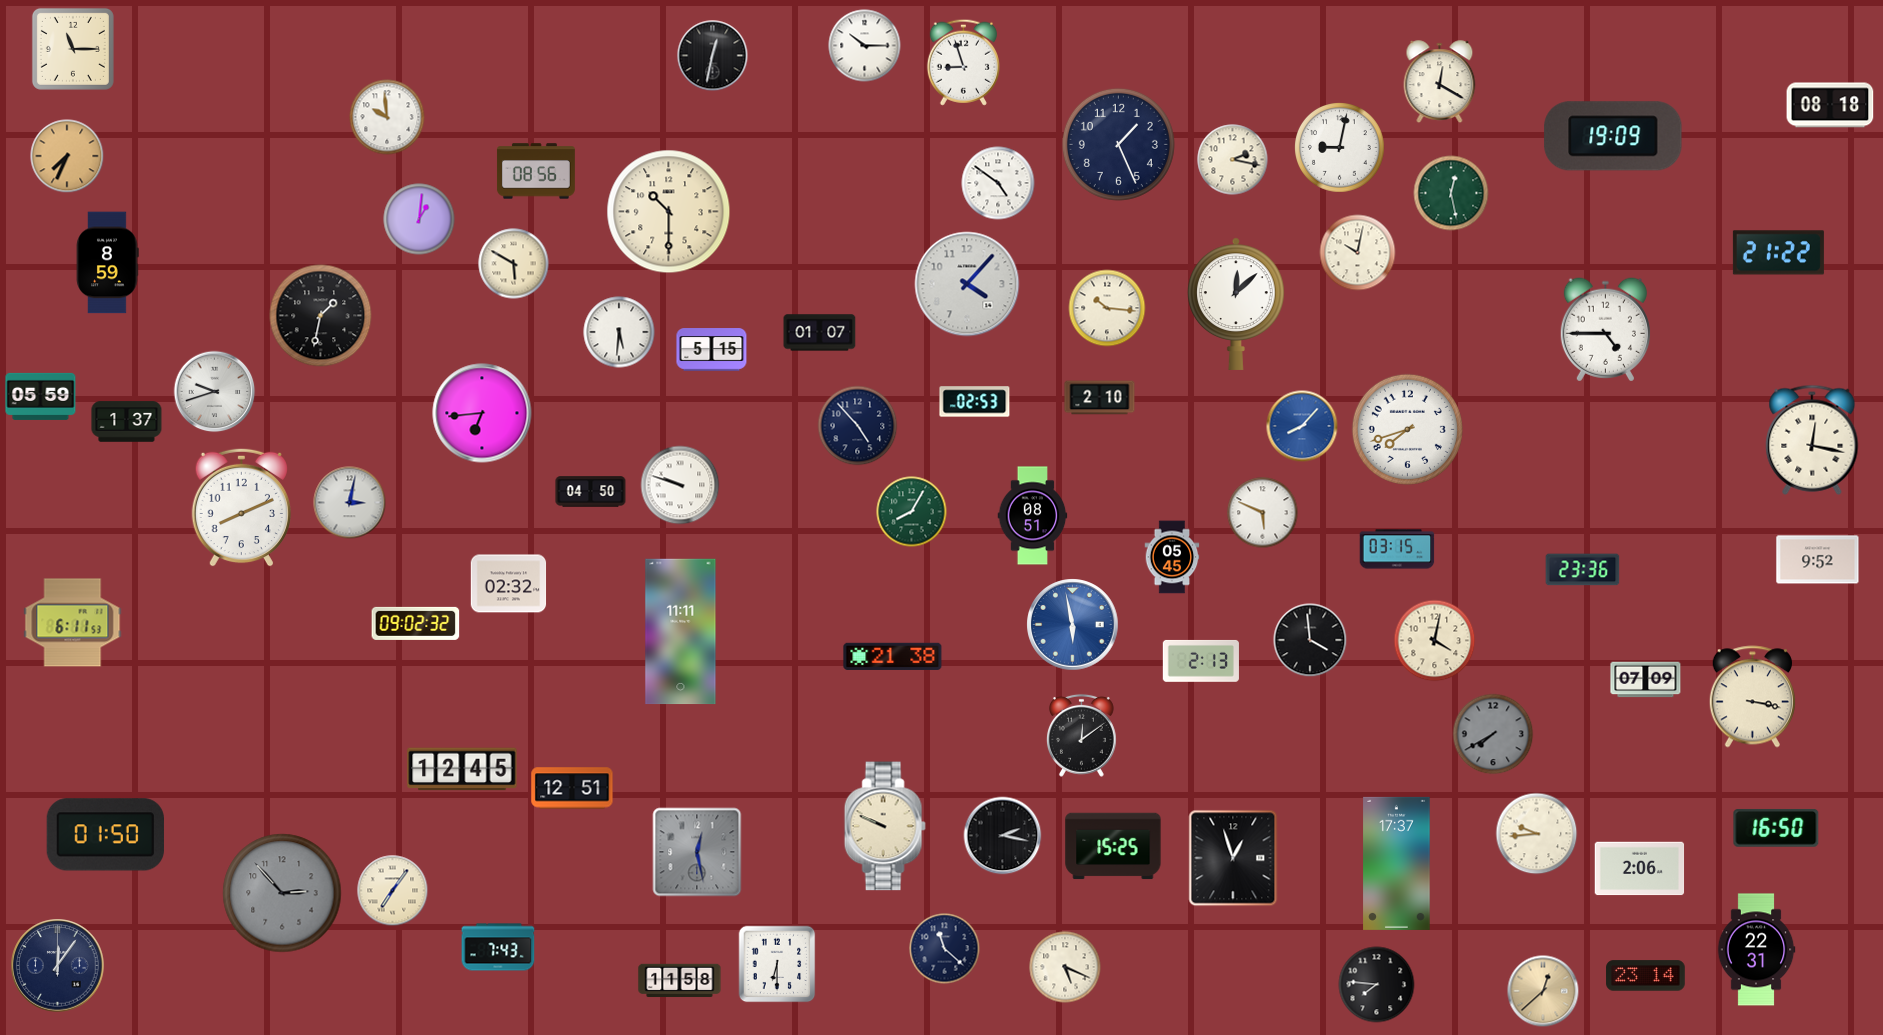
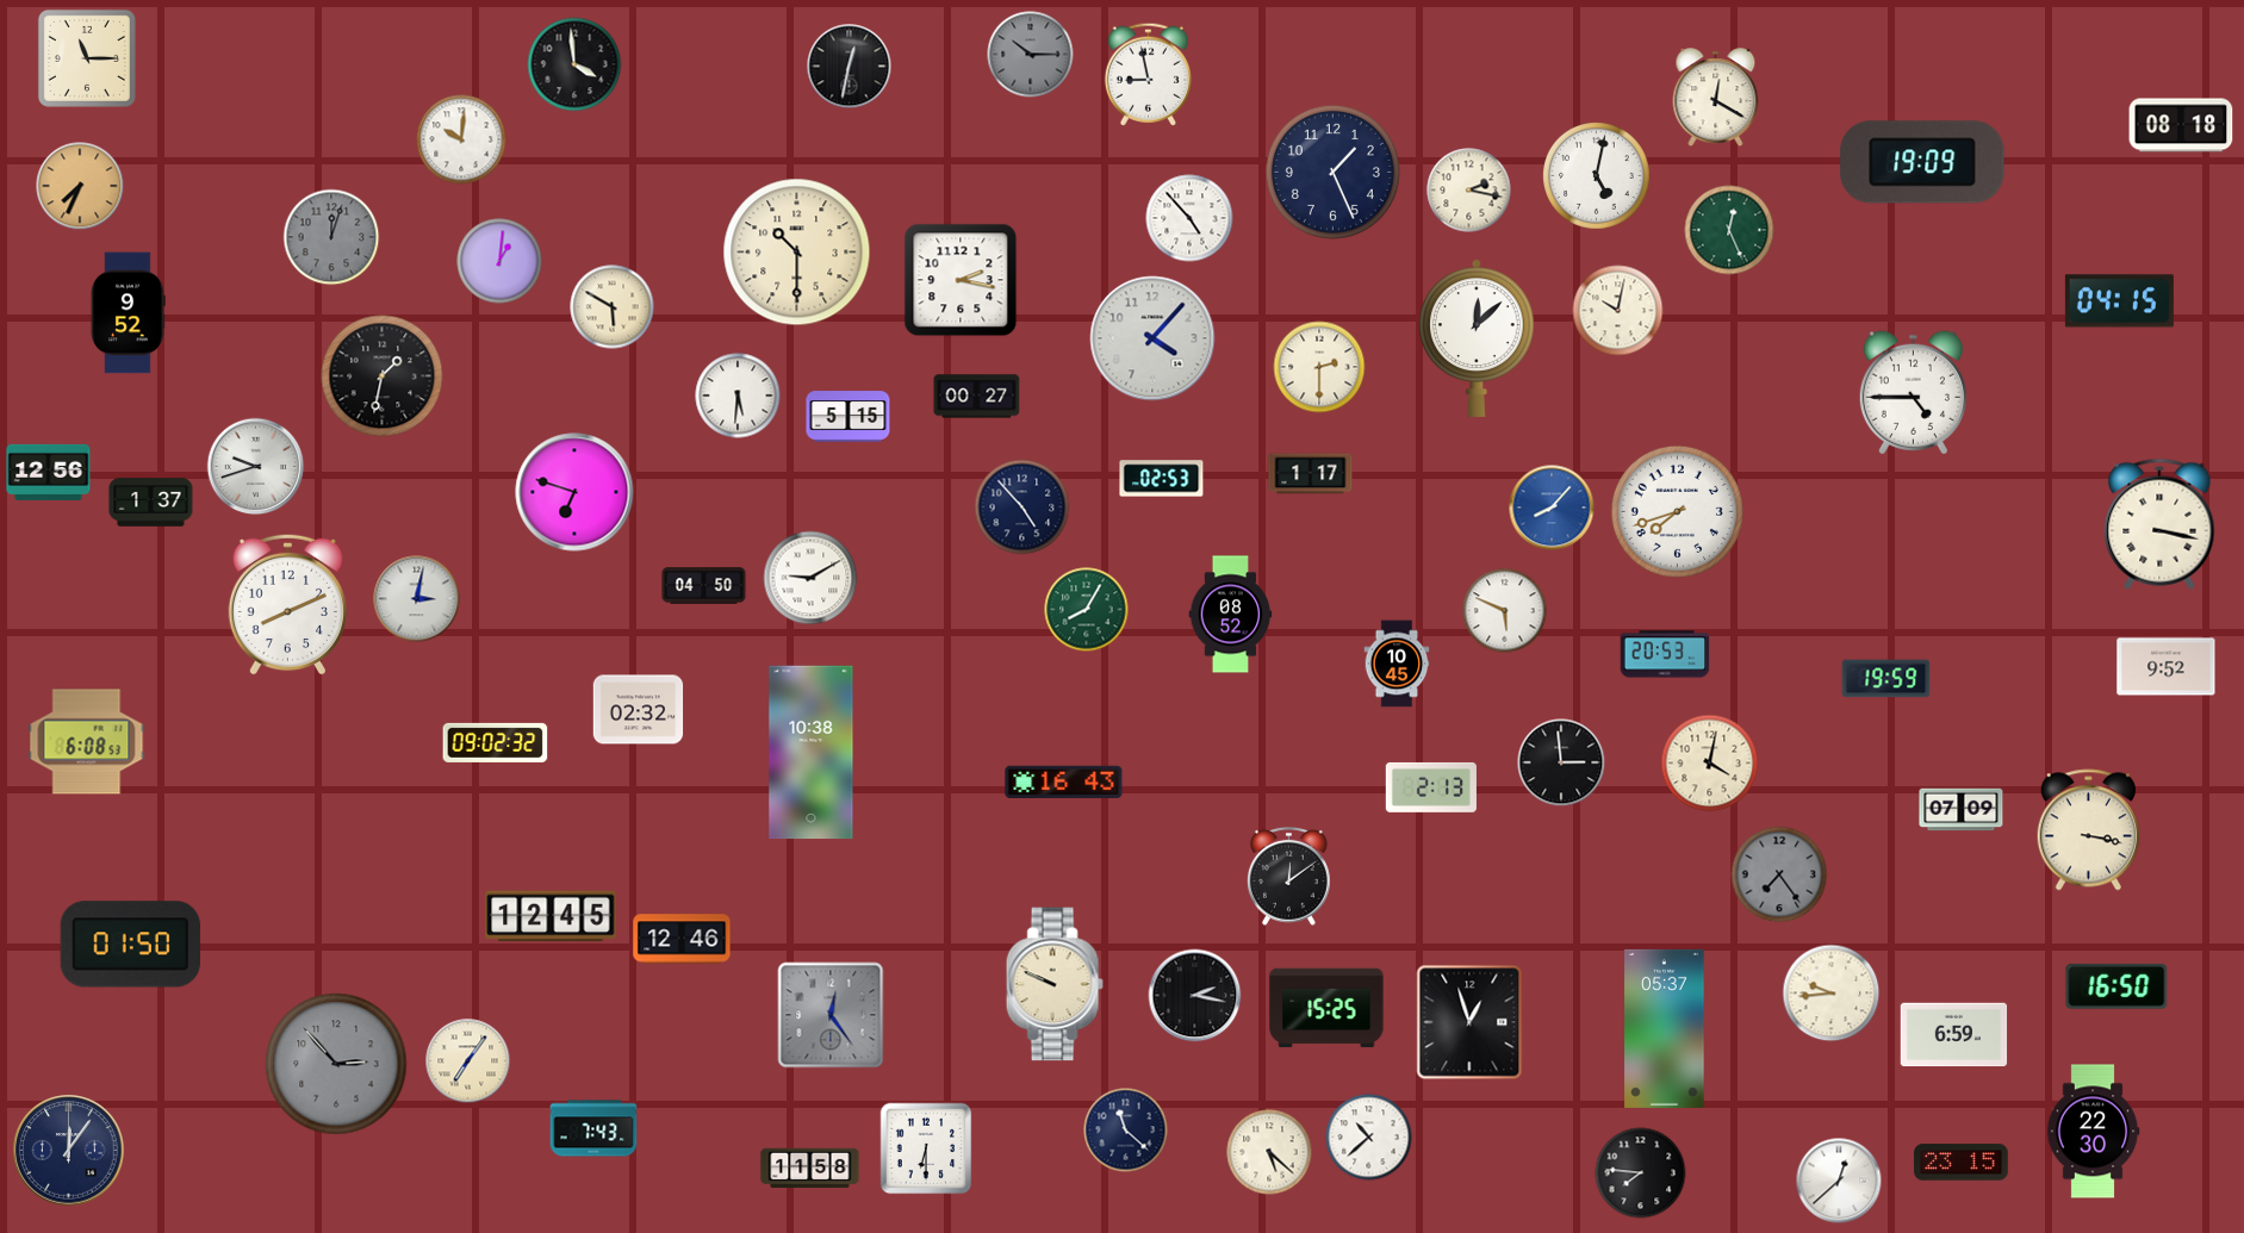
clock at (865, 46) dial: white -> grey
clock at (574, 64): none -> 3:59
clock at (963, 62): 8:57 -> 8:58
clock at (387, 117): 9:59 -> 10:01
clock at (1340, 148): 9:02 -> 5:02
clock at (536, 171): 08:56 -> none
clock at (998, 183): 4:51 -> 4:53
clock at (1451, 193): 12:28 -> 12:26
clock at (331, 237): none -> 12:03
clock at (961, 280): none -> 2:17
clock at (1358, 253) position: (1358, 253) -> (1618, 311)
clock at (1778, 253): 21:22 -> 04:15
clock at (107, 263): 8:59 -> 9:52
clock at (514, 264) position: (514, 264) -> (613, 307)
clock at (1236, 304) position: (1236, 304) -> (1477, 338)
clock at (1107, 308): 10:16 -> 2:30
clock at (820, 333): 01:07 -> 00:27
clock at (41, 396): 05:59 -> 12:56
clock at (1100, 398): 2:10 -> 1:17
clock at (482, 413): 6:44 -> 6:48
clock at (1812, 440): 12:17 -> 3:17
clock at (680, 485): 9:48 -> 9:10
clock at (1033, 516): 08:51 -> 08:52
clock at (1397, 549): 03:15 -> 20:53
clock at (1172, 557): 05:45 -> 10:45
clock at (1583, 570): 23:36 -> 19:59
clock at (509, 584) position: (509, 584) -> (639, 710)
clock at (73, 623): 6:11 -> 6:08
clock at (1073, 625): 5:58 -> none
clock at (681, 632): 11:11 -> 10:38
clock at (1310, 640): 3:59 -> 2:59
clock at (893, 656): 21:38 -> 16:43
clock at (1493, 734): 7:40 -> 7:24
clock at (572, 788): 12:51 -> 12:46
clock at (105, 835) position: (105, 835) -> (130, 945)
clock at (697, 852): 12:28 -> 12:24
clock at (1397, 863): 17:37 -> 05:37
clock at (1640, 869): 2:06 -> 6:59
clock at (1756, 950): 22:31 -> 22:30
clock at (1369, 1138): none -> 10:38
clock at (1065, 967): 5:19 -> 5:22
clock at (1646, 976): 23:14 -> 23:15
clock at (1543, 991) dial: champagne -> white
